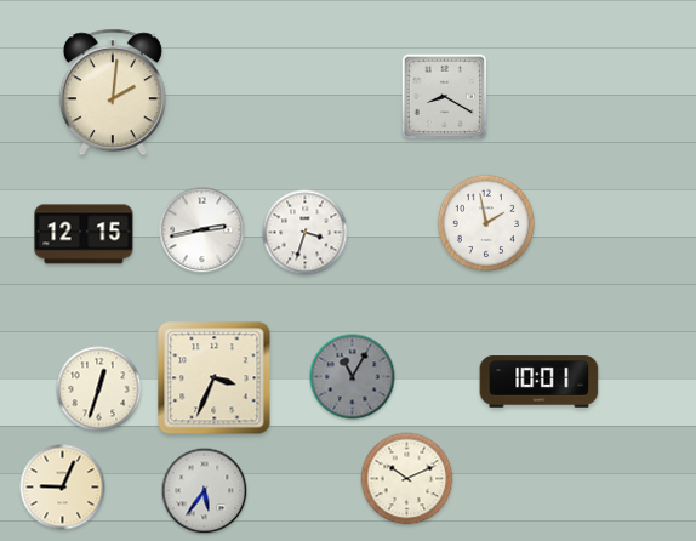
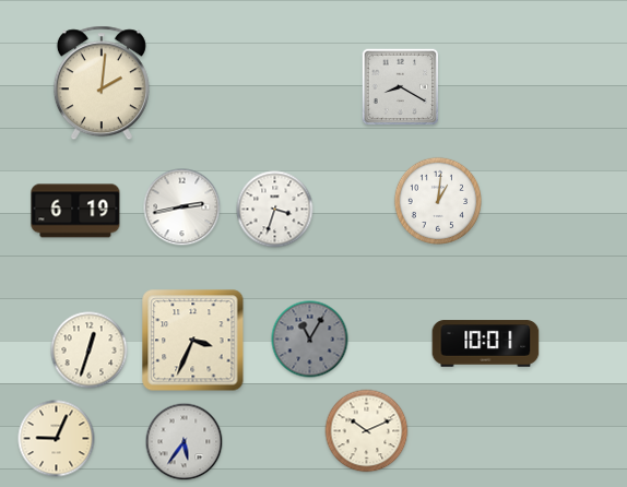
clock at (485, 222): 1:58 -> 1:01
clock at (84, 234): 12:15 -> 6:19
clock at (353, 377) position: (353, 377) -> (310, 340)
